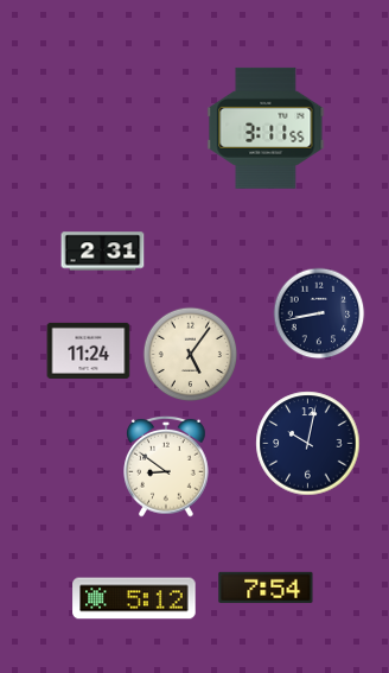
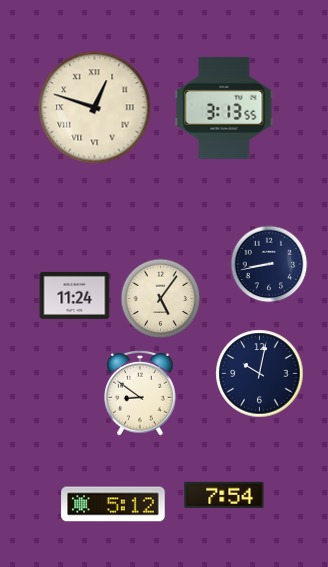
clock at (95, 108): none -> 12:48
clock at (266, 128): 3:11 -> 3:13
clock at (103, 252): 2:31 -> none
